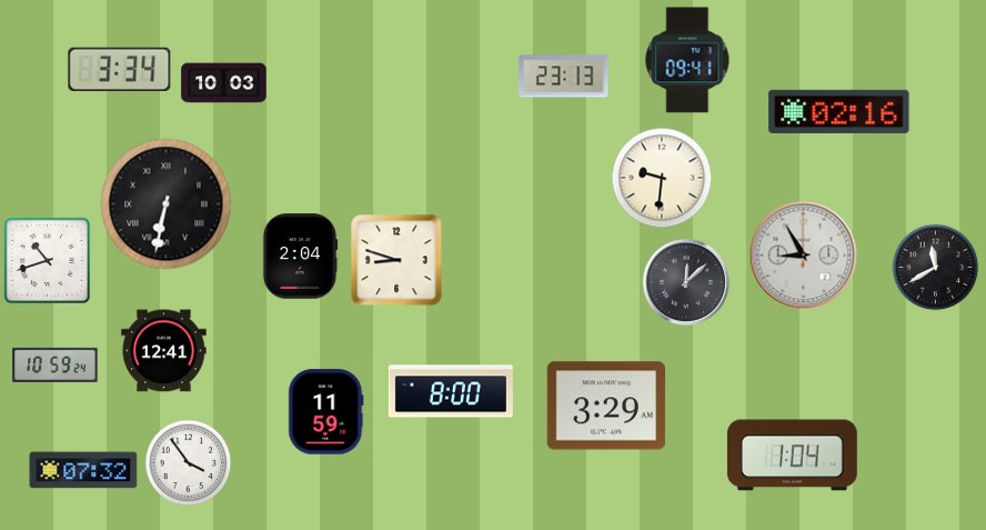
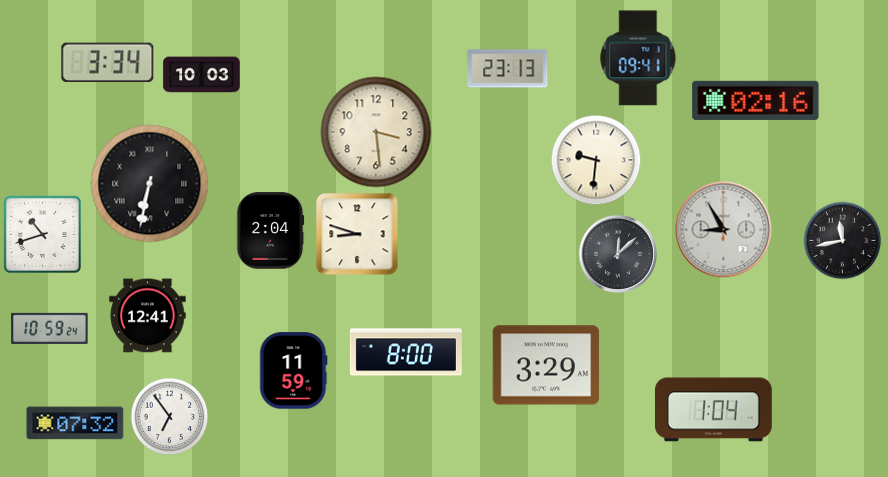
clock at (687, 60) position: (687, 60) -> (638, 58)
clock at (376, 132): none -> 3:29
clock at (935, 267): 11:40 -> 11:43
clock at (188, 462): 3:54 -> 6:54
